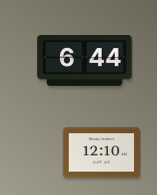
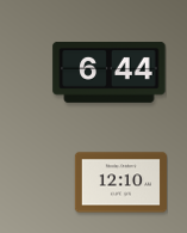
clock at (85, 61) position: (85, 61) -> (110, 73)
